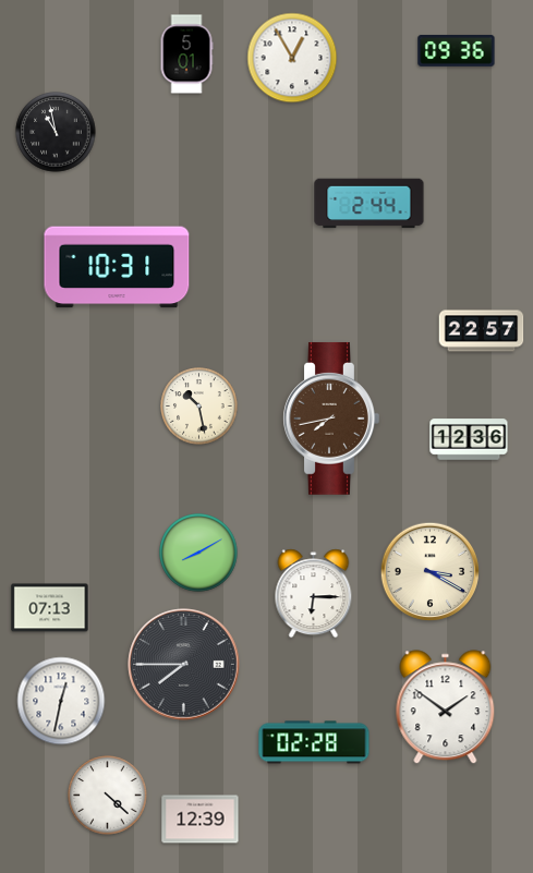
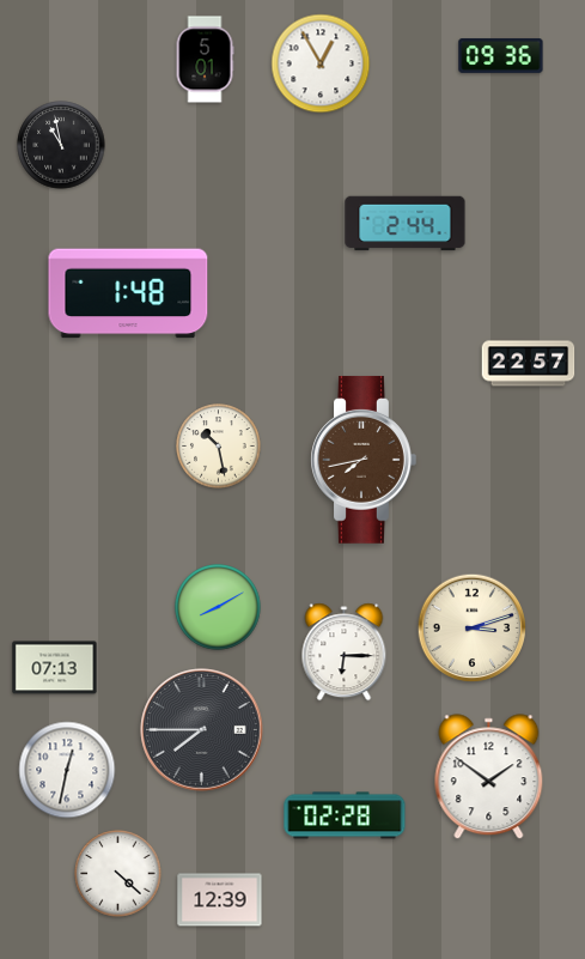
clock at (117, 267): 10:31 -> 1:48
clock at (469, 439): 12:36 -> none
clock at (431, 572): 3:20 -> 3:12
